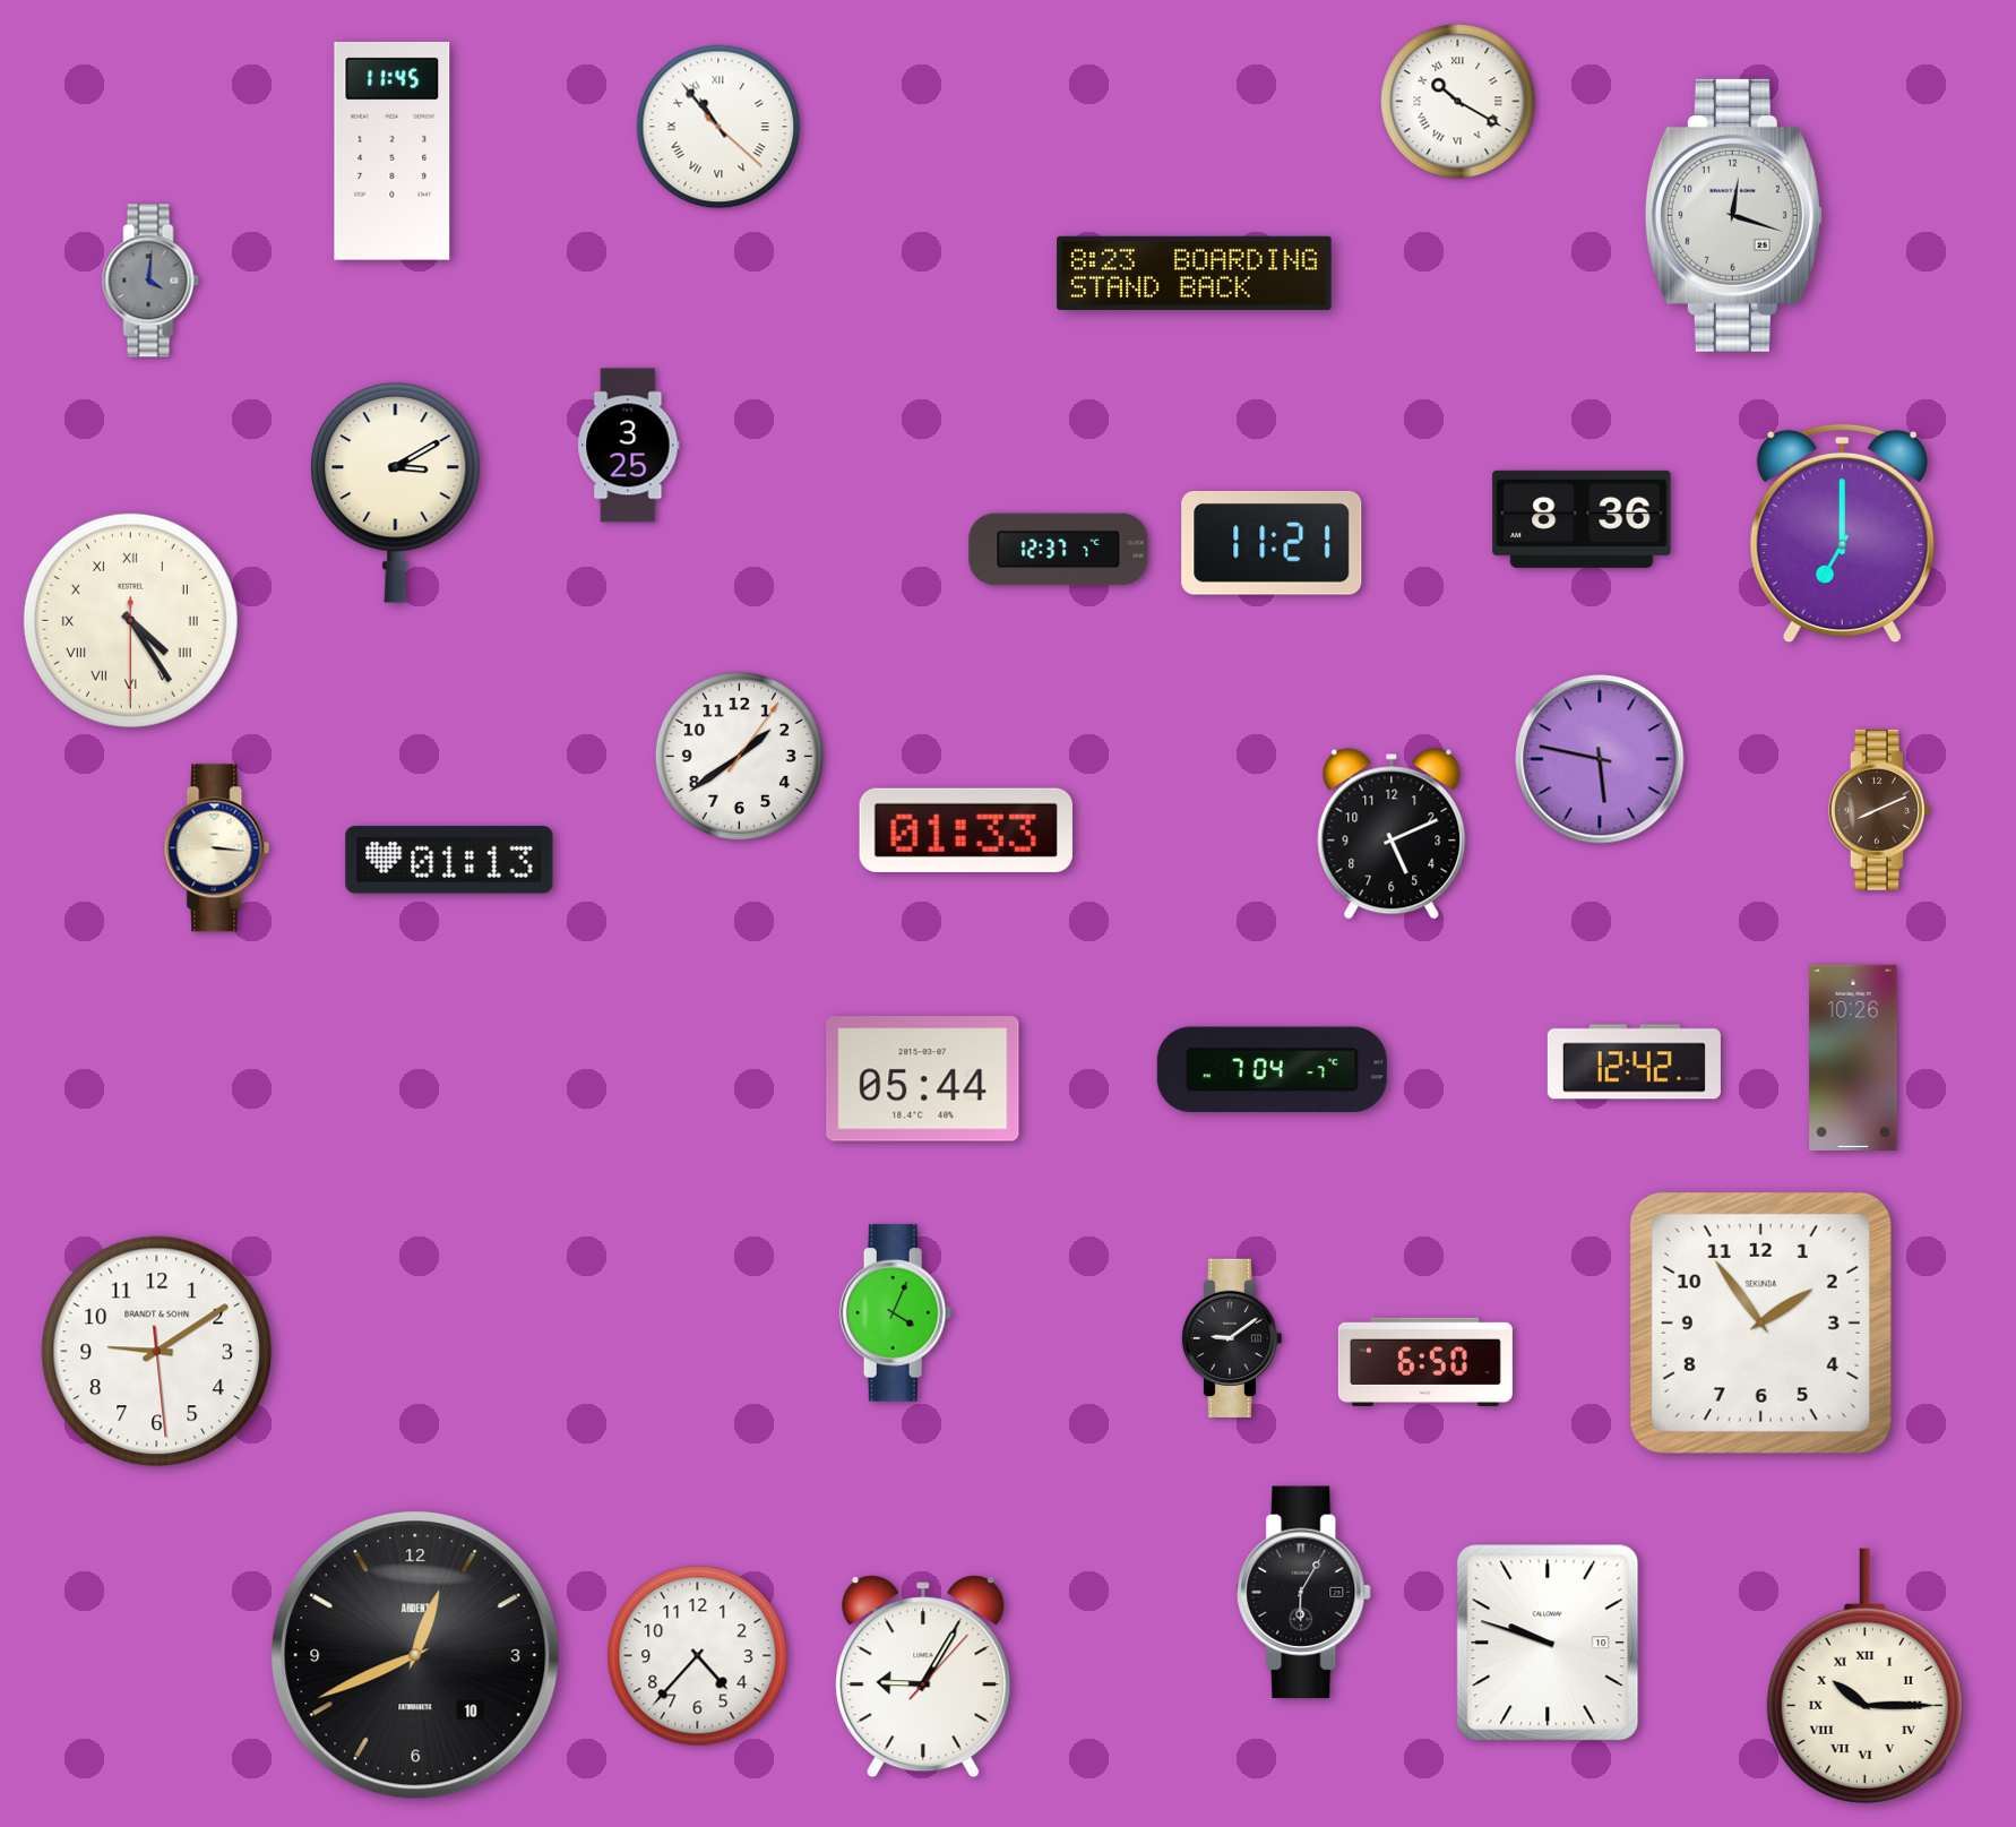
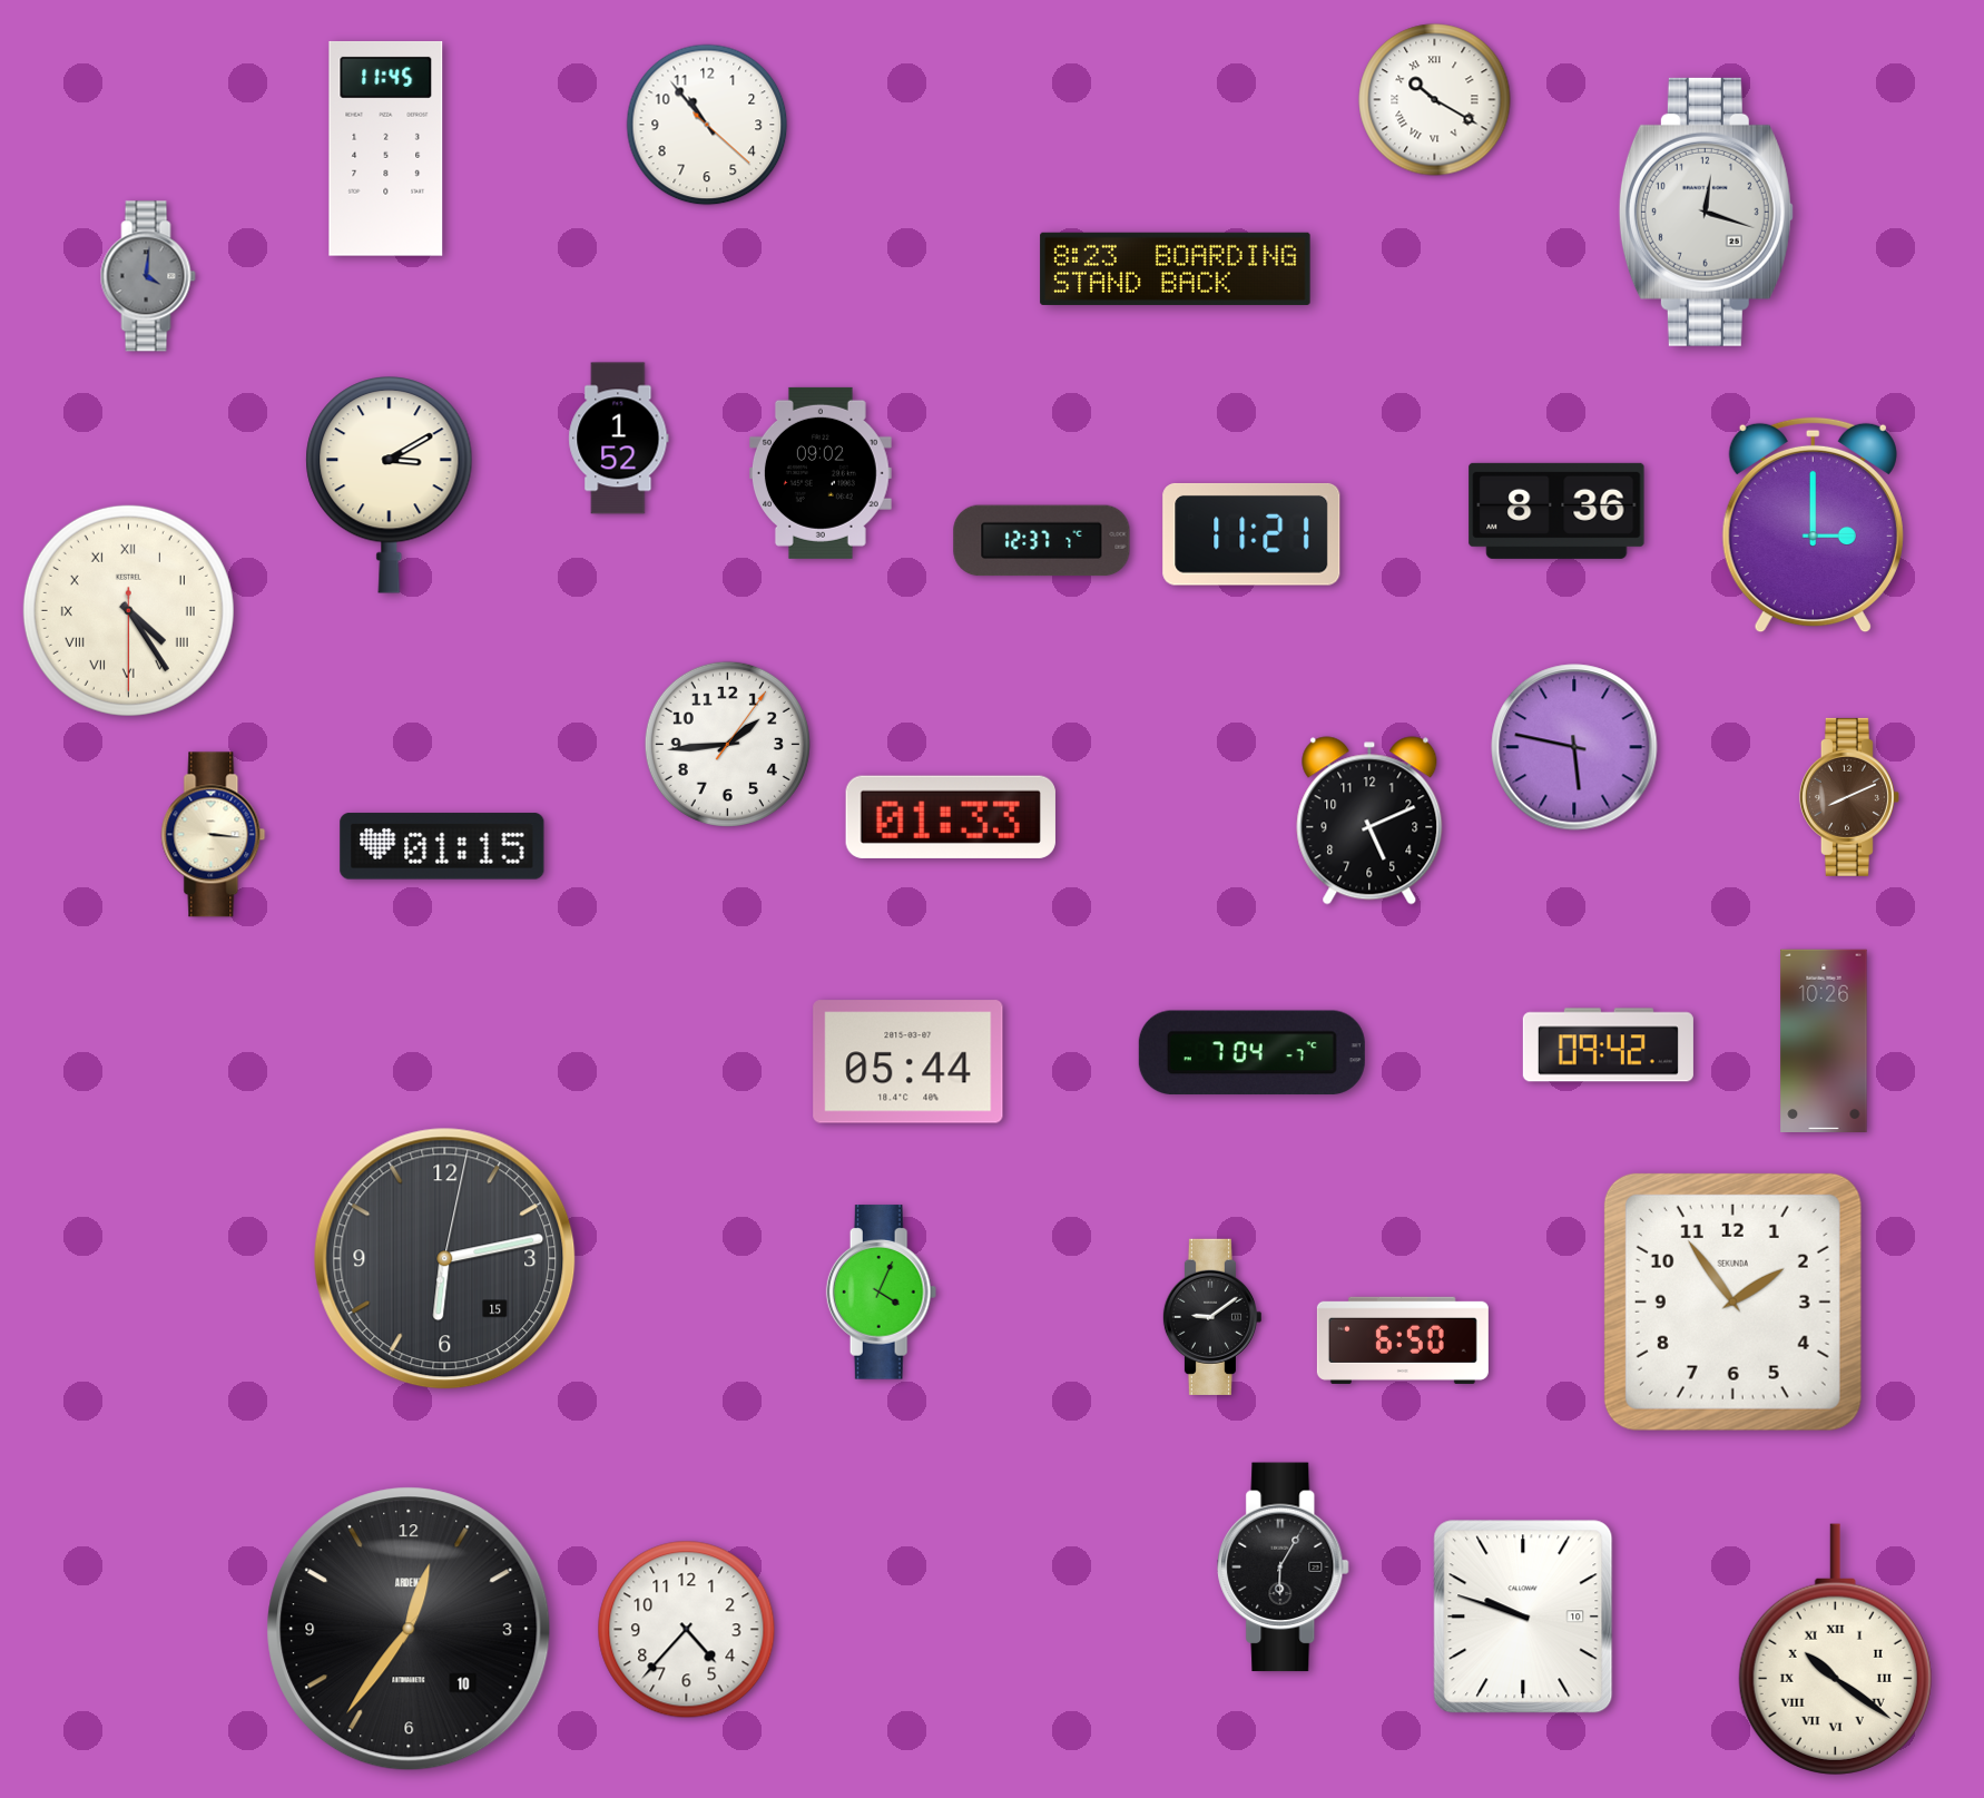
clock at (718, 127) numerals: Roman -> Arabic
clock at (629, 446): 3:25 -> 1:52
clock at (821, 473): none -> 09:02
clock at (1842, 534): 7:00 -> 3:00
clock at (739, 756): 1:39 -> 1:44
clock at (449, 860): 01:13 -> 01:15
clock at (1634, 1062): 12:42 -> 09:42
clock at (445, 1259): none -> 6:13
clock at (157, 1352): 9:09 -> none
clock at (415, 1655): 12:41 -> 12:36
clock at (1864, 1675): 10:15 -> 10:21
clock at (923, 1677): 9:05 -> none
